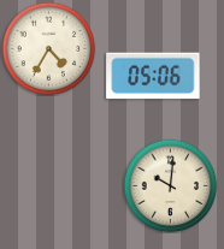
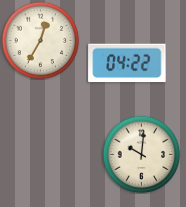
clock at (48, 48): 4:35 -> 12:35
clock at (153, 76): 05:06 -> 04:22
